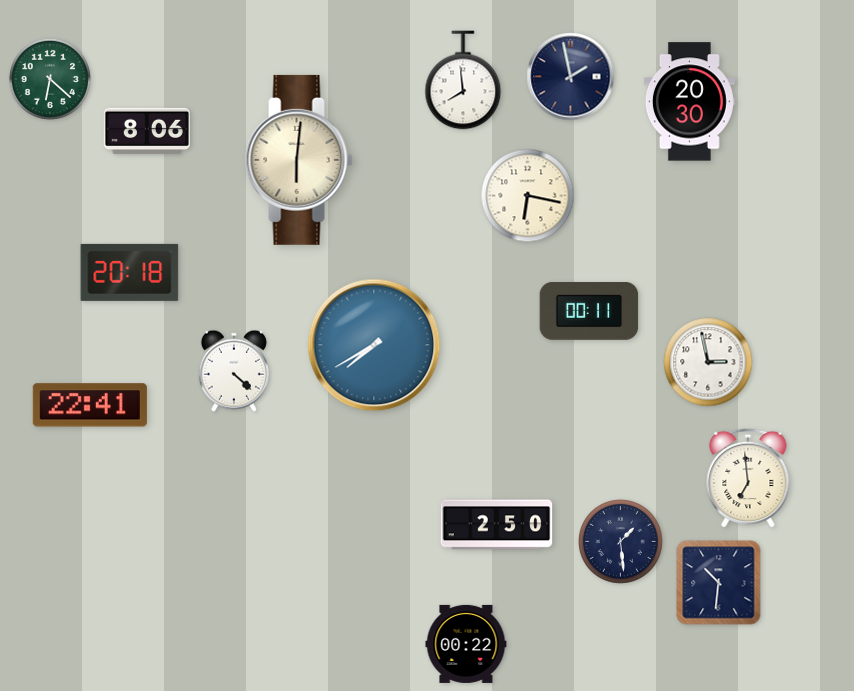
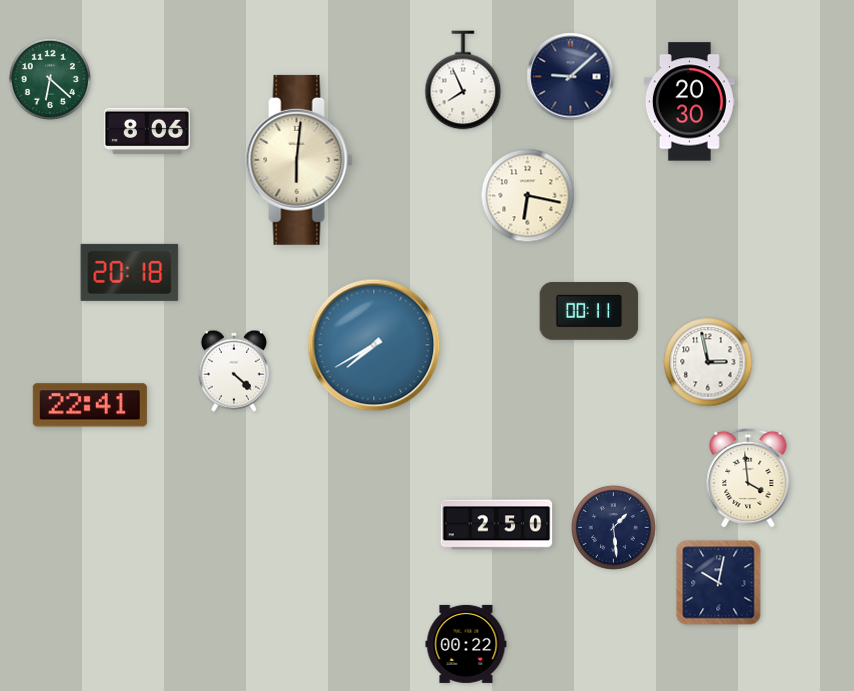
clock at (571, 77): 1:58 -> 9:08
clock at (463, 80): 7:59 -> 7:56
clock at (748, 478): 6:59 -> 3:59
clock at (621, 542) position: (621, 542) -> (614, 528)
clock at (719, 583): 10:31 -> 10:02
